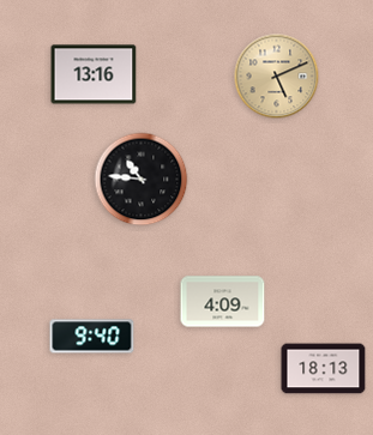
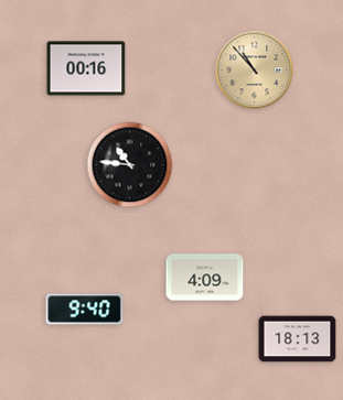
clock at (94, 74): 13:16 -> 00:16
clock at (277, 77): 5:11 -> 10:53
